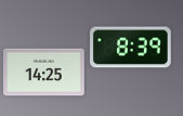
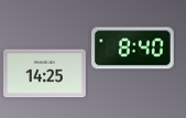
clock at (131, 48): 8:39 -> 8:40
